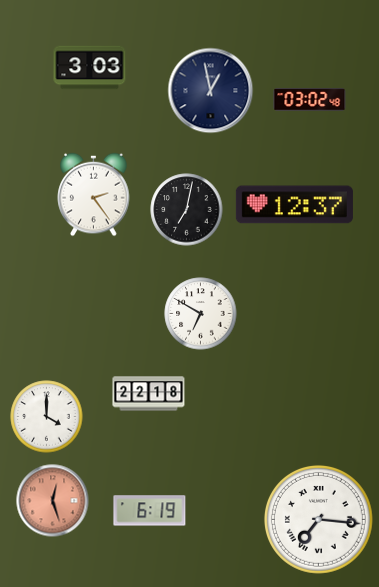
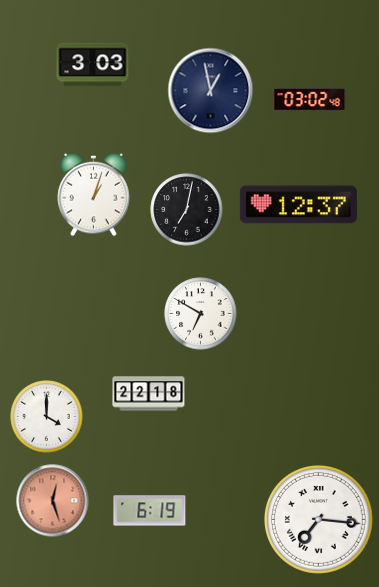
clock at (90, 68) position: (90, 68) -> (93, 65)
clock at (94, 195): 2:24 -> 1:03
clock at (294, 205) position: (294, 205) -> (298, 205)
